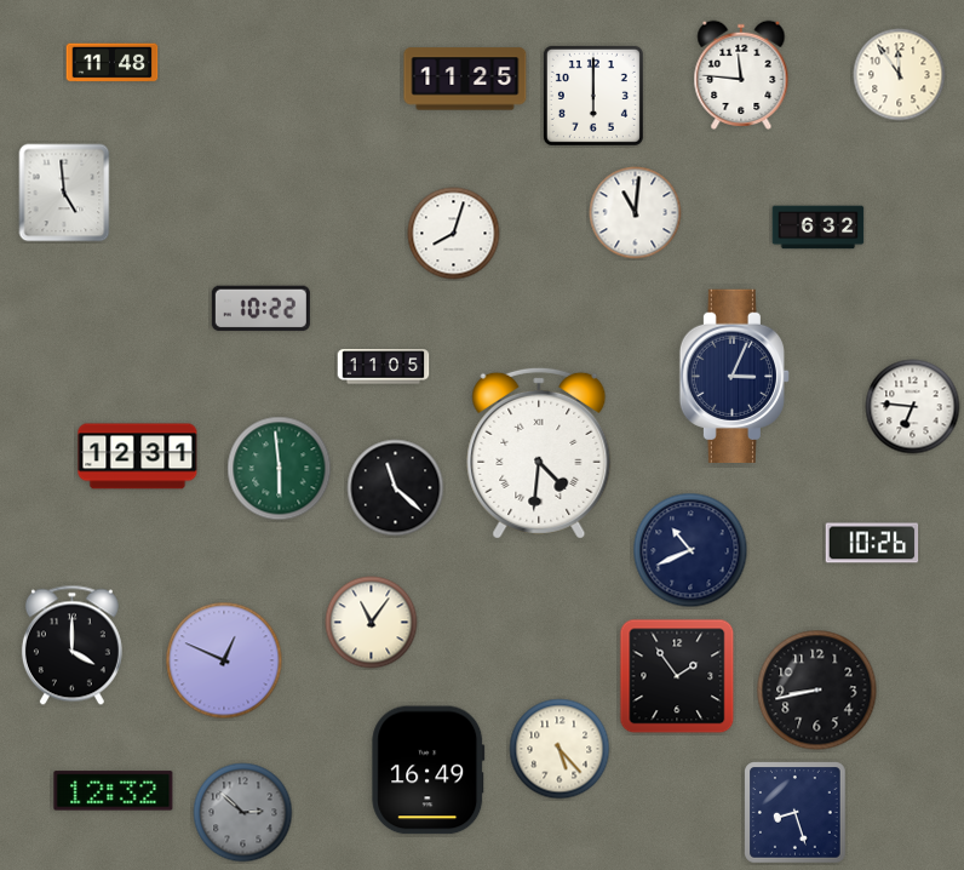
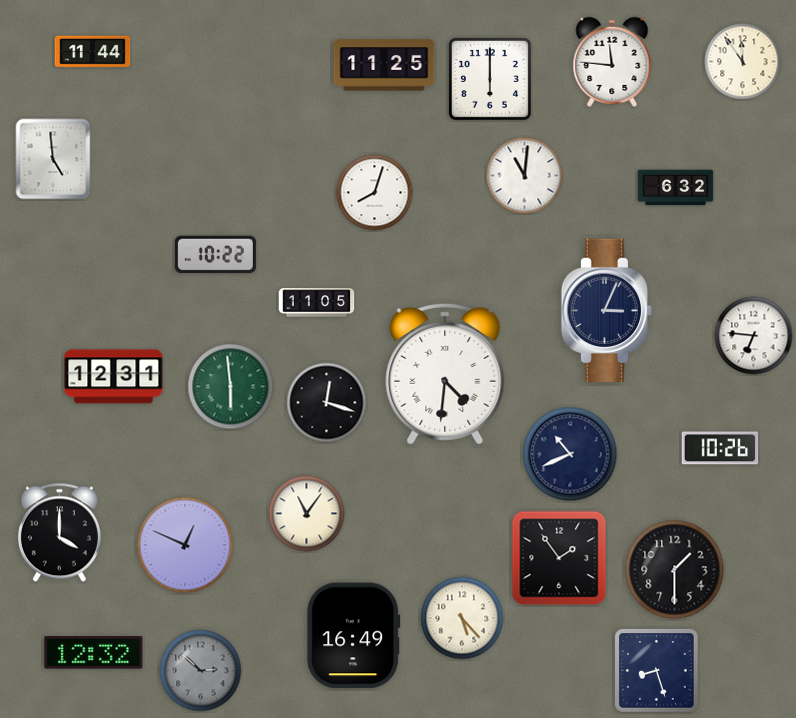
clock at (113, 63): 11:48 -> 11:44
clock at (396, 488): 11:22 -> 12:18
clock at (817, 691): 8:43 -> 1:30
